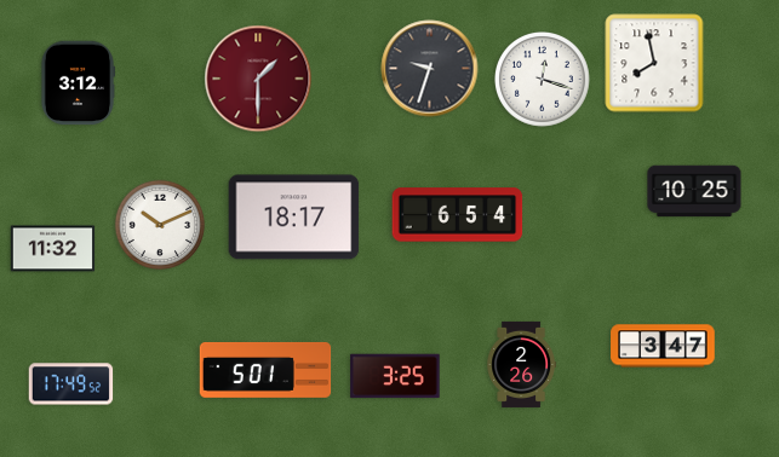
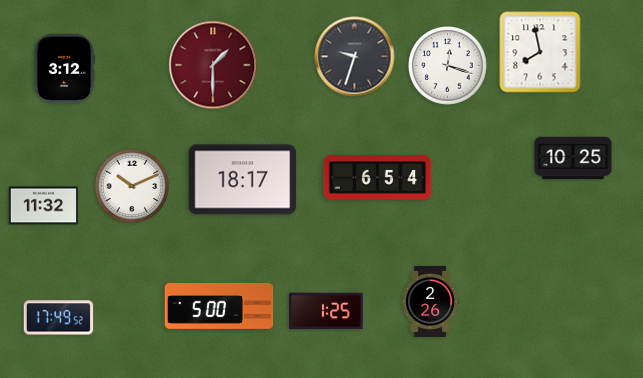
clock at (663, 346): 3:47 -> none
clock at (265, 370): 5:01 -> 5:00
clock at (395, 376): 3:25 -> 1:25
